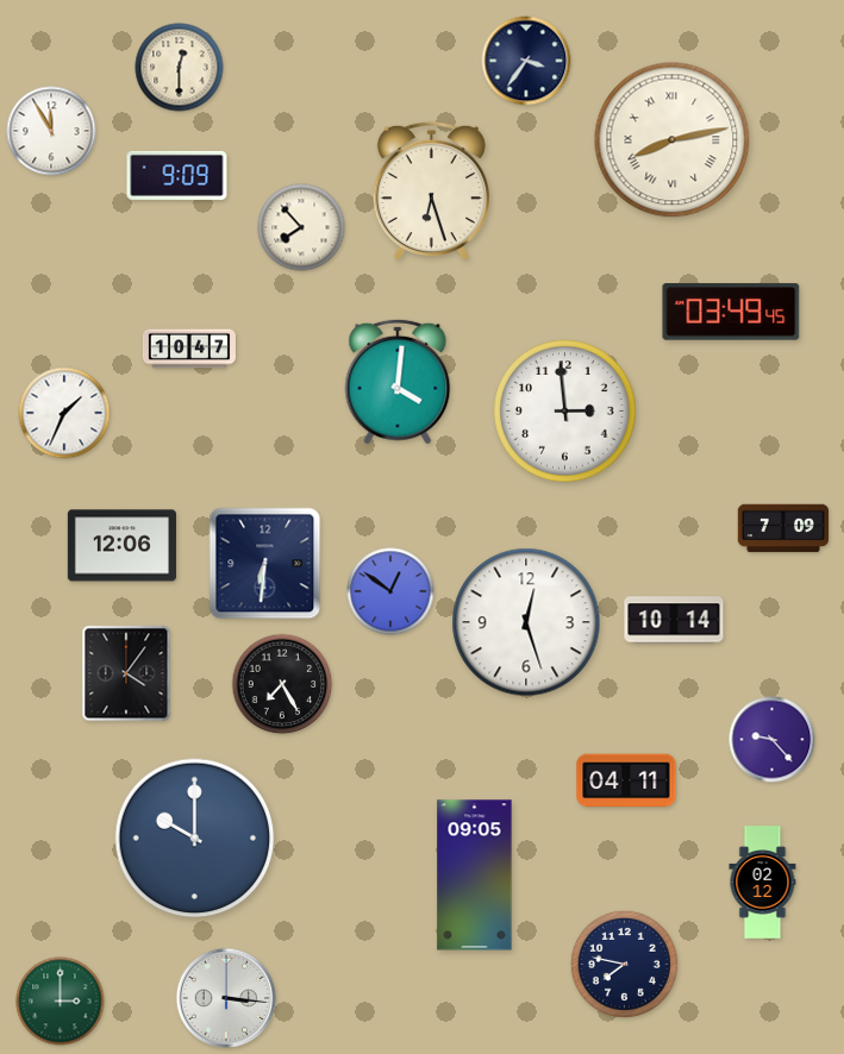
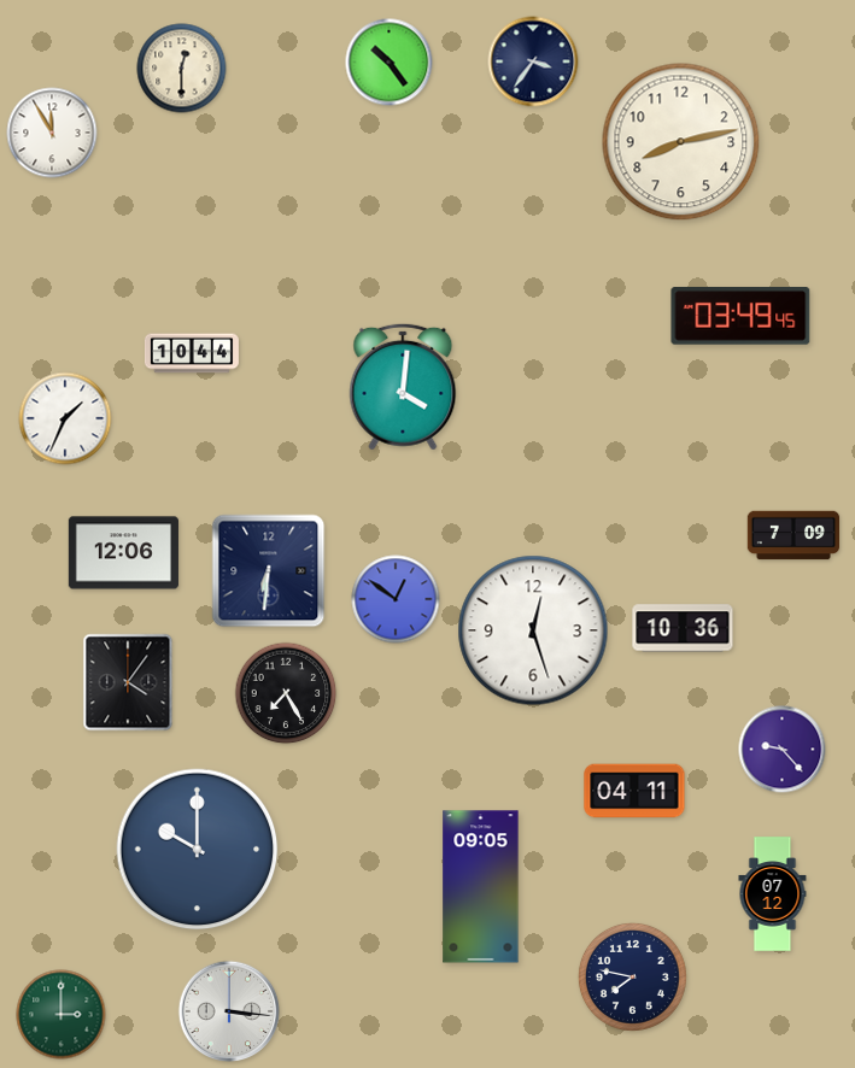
clock at (390, 63): none -> 10:24
clock at (673, 140) numerals: Roman -> Arabic
clock at (177, 175): 9:09 -> none
clock at (431, 192): 6:27 -> none
clock at (301, 227): 7:53 -> none
clock at (189, 349): 10:47 -> 10:44
clock at (565, 412): 2:59 -> none
clock at (674, 620): 10:14 -> 10:36
clock at (763, 883): 02:12 -> 07:12
